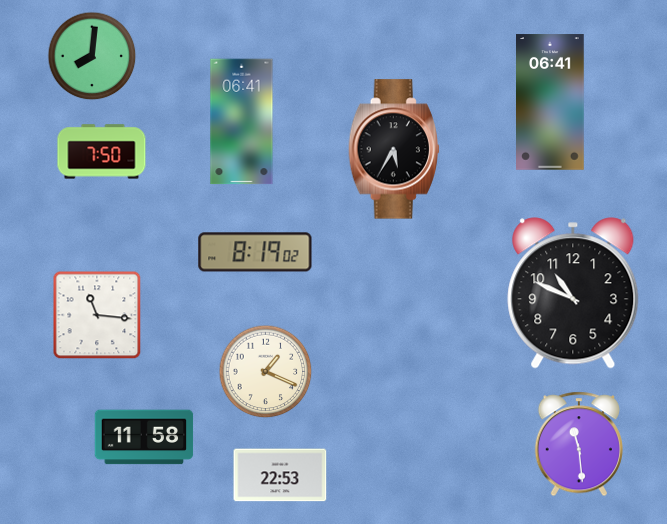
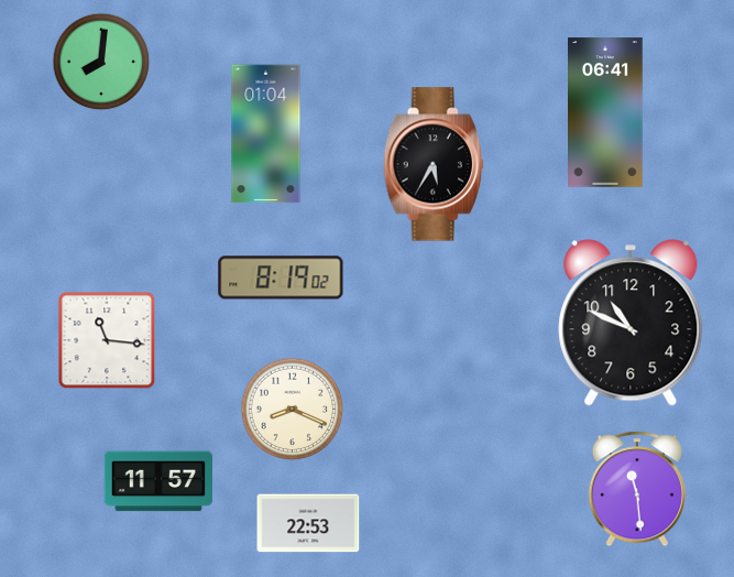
clock at (242, 122): 06:41 -> 01:04
clock at (102, 152): 7:50 -> none
clock at (97, 315) position: (97, 315) -> (107, 340)
clock at (266, 372): 1:19 -> 8:19
clock at (144, 437): 11:58 -> 11:57
